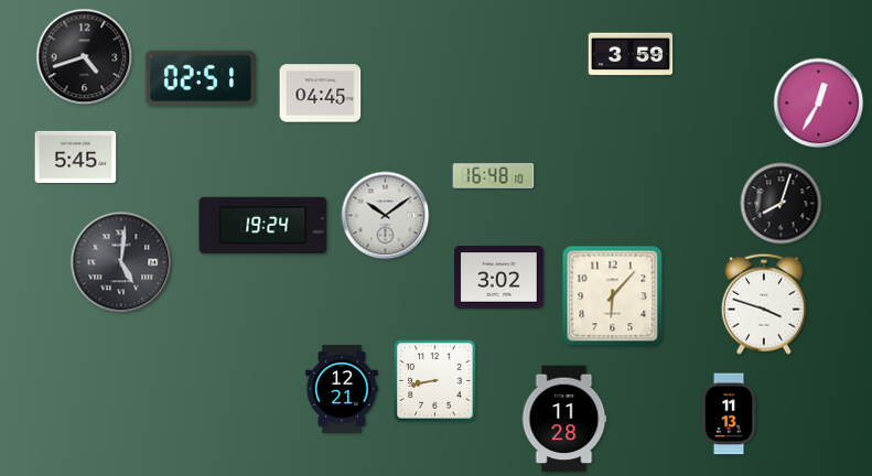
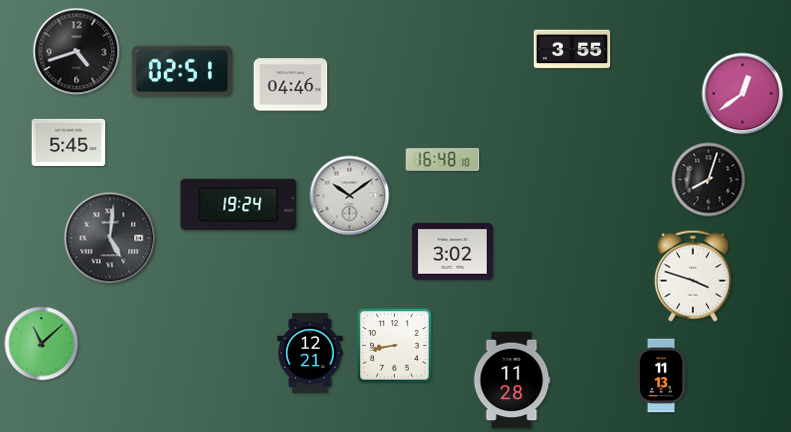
clock at (631, 54): 3:59 -> 3:55
clock at (321, 94): 04:45 -> 04:46
clock at (819, 104): 12:35 -> 12:39
clock at (494, 175) position: (494, 175) -> (443, 159)
clock at (782, 204) position: (782, 204) -> (709, 180)
clock at (613, 296): 6:07 -> none
clock at (42, 344): none -> 11:08
